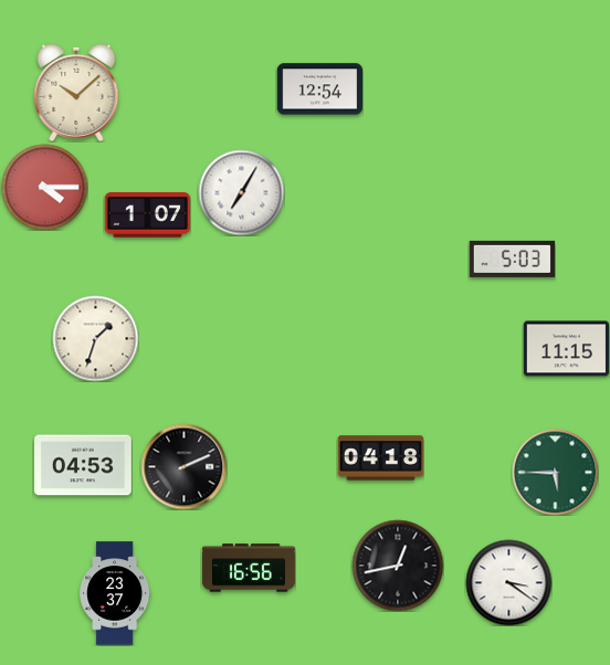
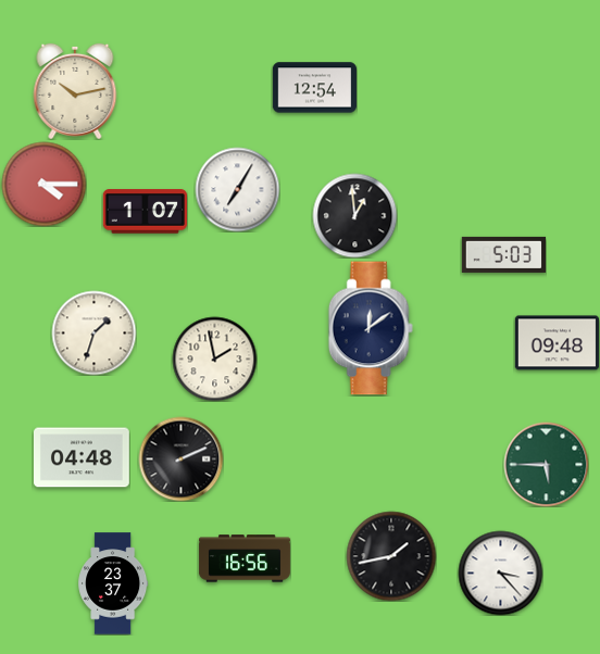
clock at (76, 93): 10:08 -> 10:13
clock at (354, 215): none -> 12:59
clock at (371, 328): none -> 12:09
clock at (566, 349): 11:15 -> 09:48
clock at (214, 359): none -> 1:58
clock at (380, 458): 04:18 -> none
clock at (84, 465): 04:53 -> 04:48
clock at (398, 566): 12:43 -> 1:43
clock at (508, 582): 3:21 -> 3:23
